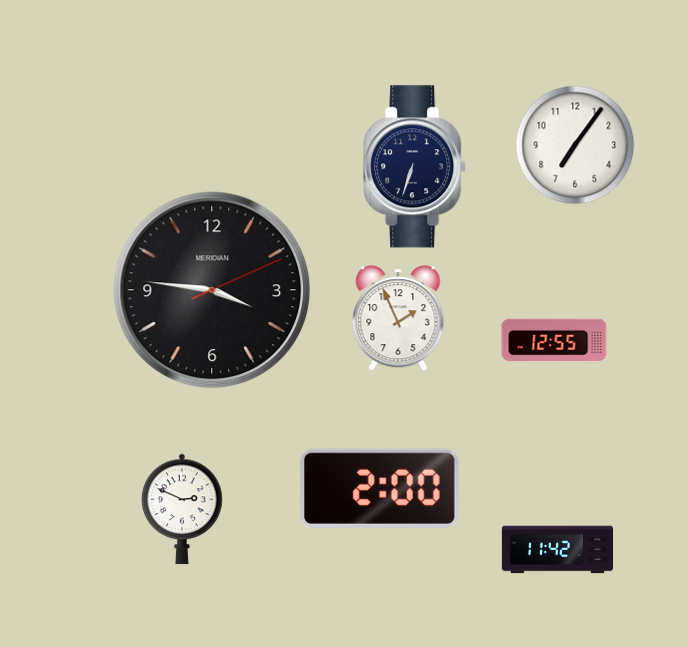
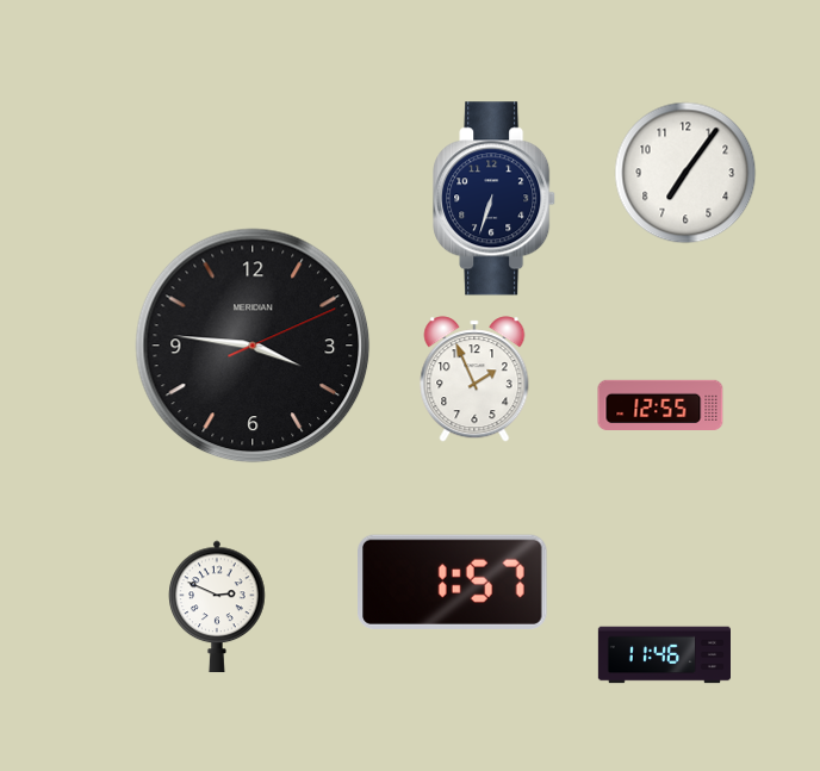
clock at (380, 488): 2:00 -> 1:57
clock at (557, 550): 11:42 -> 11:46
